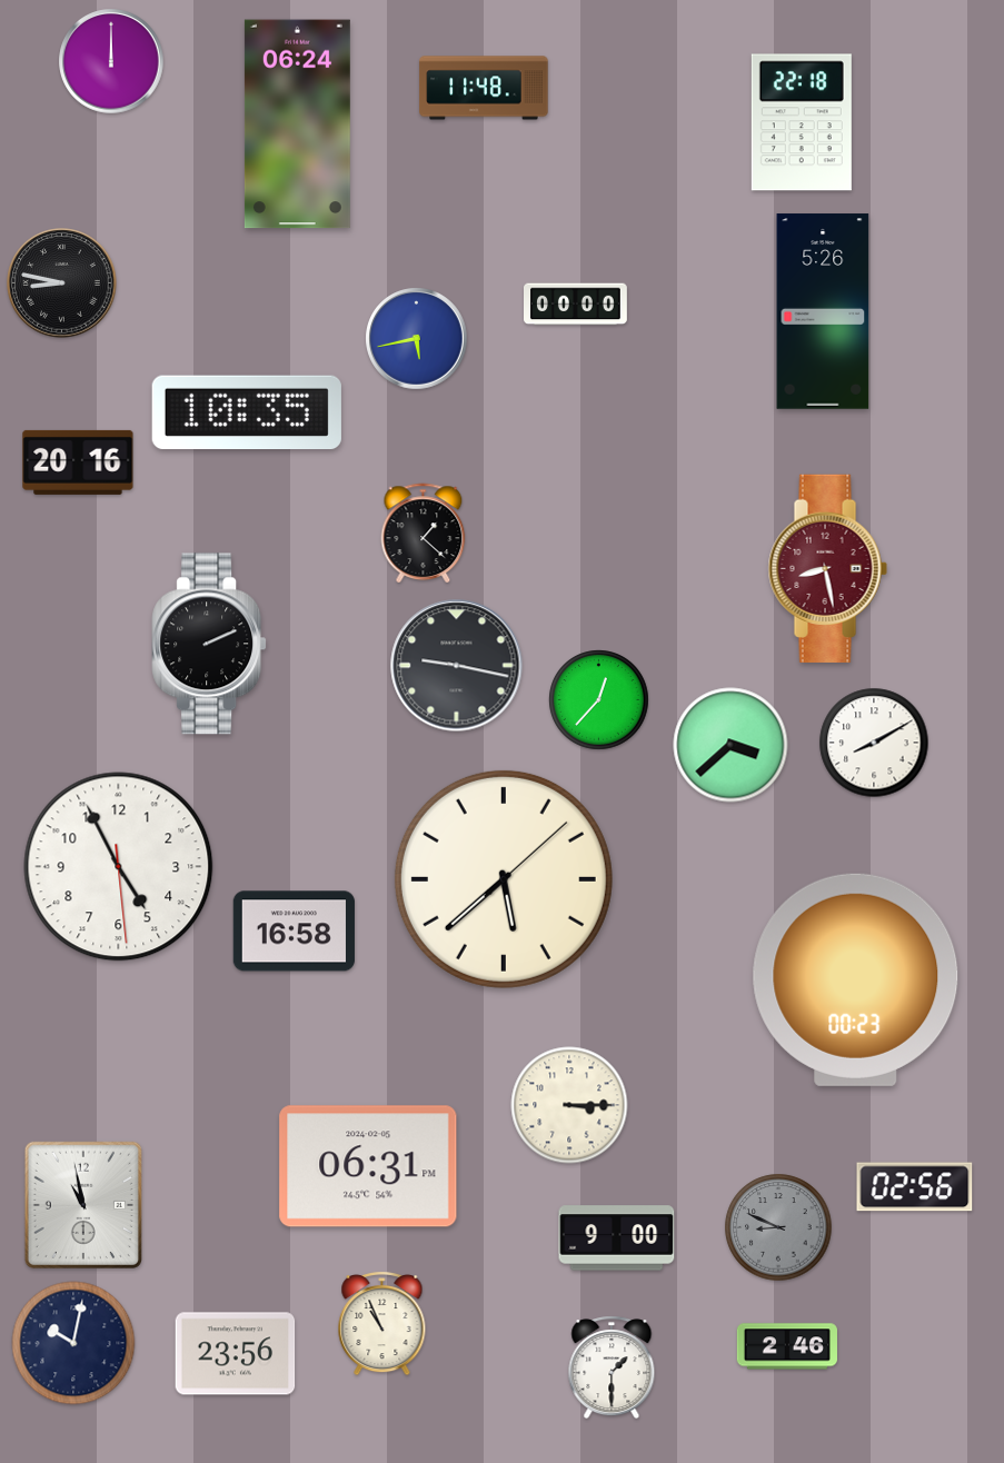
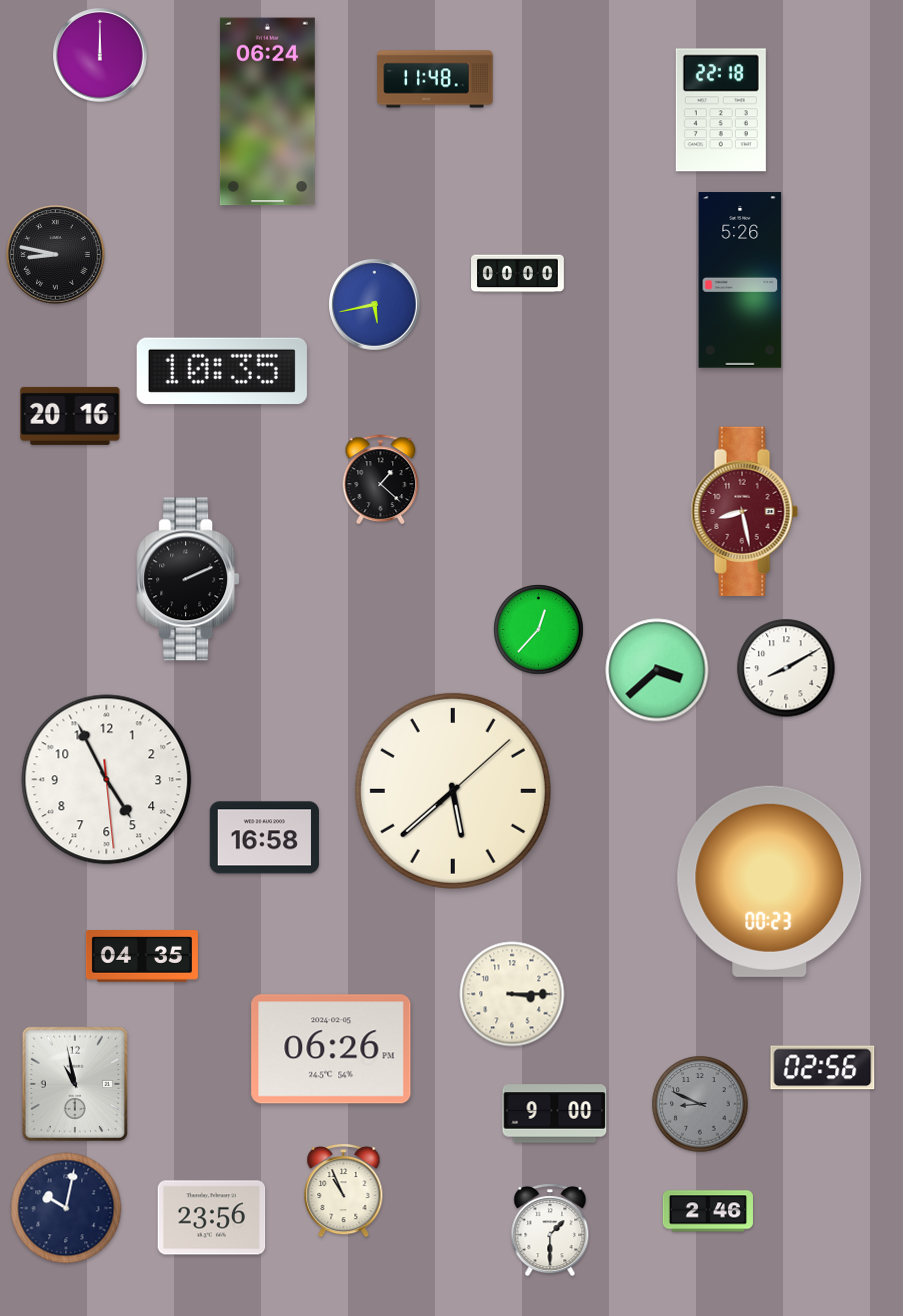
clock at (457, 666): 9:17 -> none
clock at (142, 957): none -> 04:35
clock at (368, 1166): 06:31 -> 06:26
